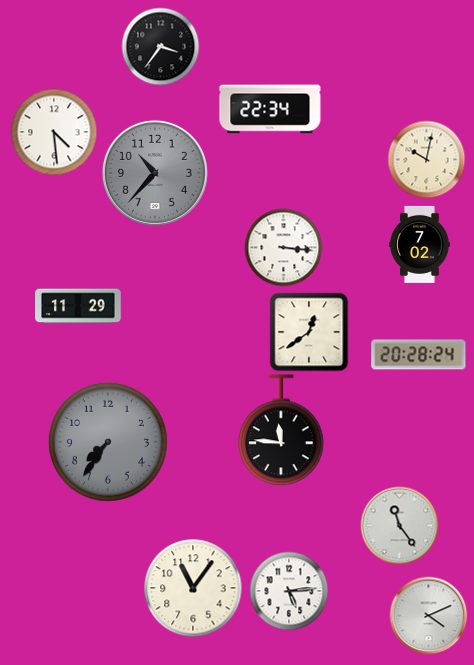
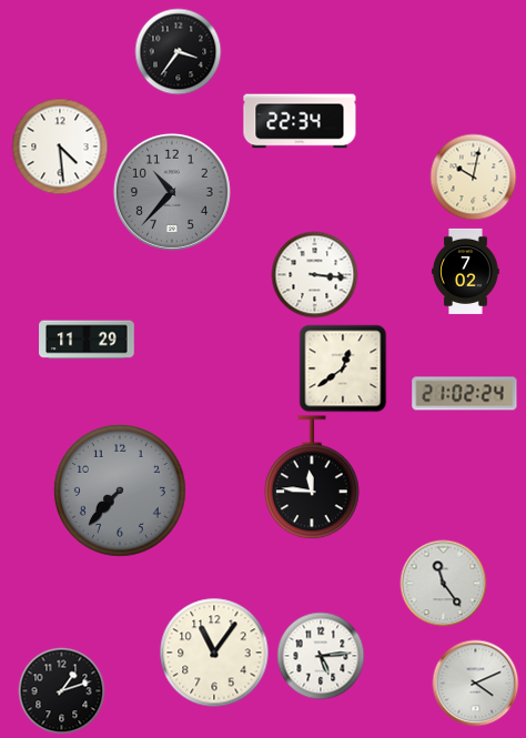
clock at (419, 355): 20:28 -> 21:02
clock at (108, 442): 7:36 -> 7:37
clock at (61, 690): none -> 1:12
